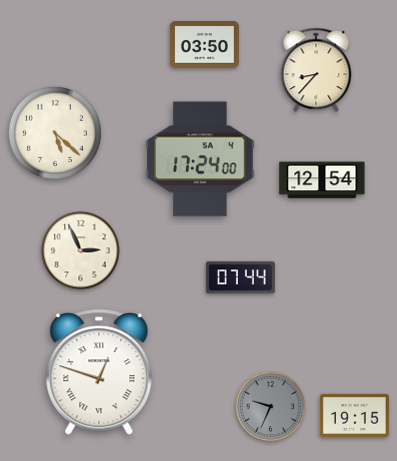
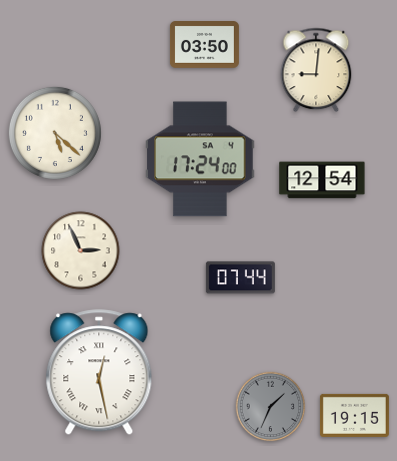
clock at (316, 70): 8:37 -> 9:01
clock at (99, 373): 12:48 -> 12:28
clock at (271, 407): 9:34 -> 1:34
